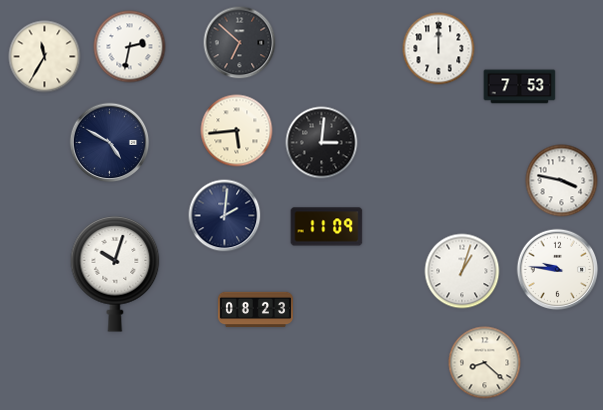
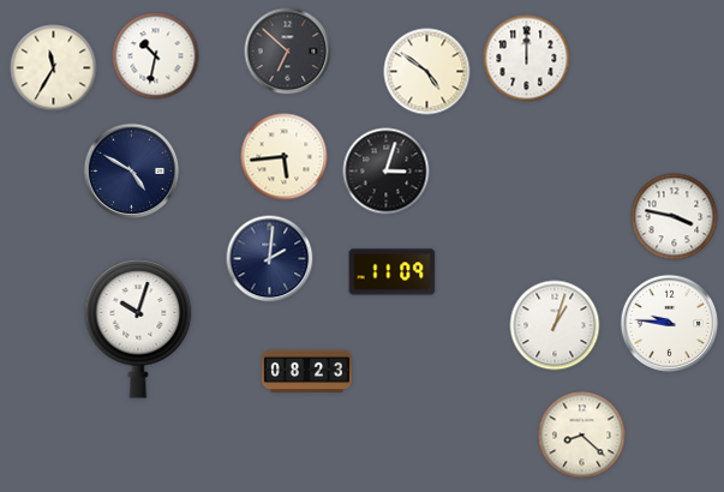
clock at (130, 47): 2:32 -> 10:32
clock at (427, 72): none -> 4:51
clock at (520, 87): 7:53 -> none
clock at (322, 143): 3:01 -> 3:03
